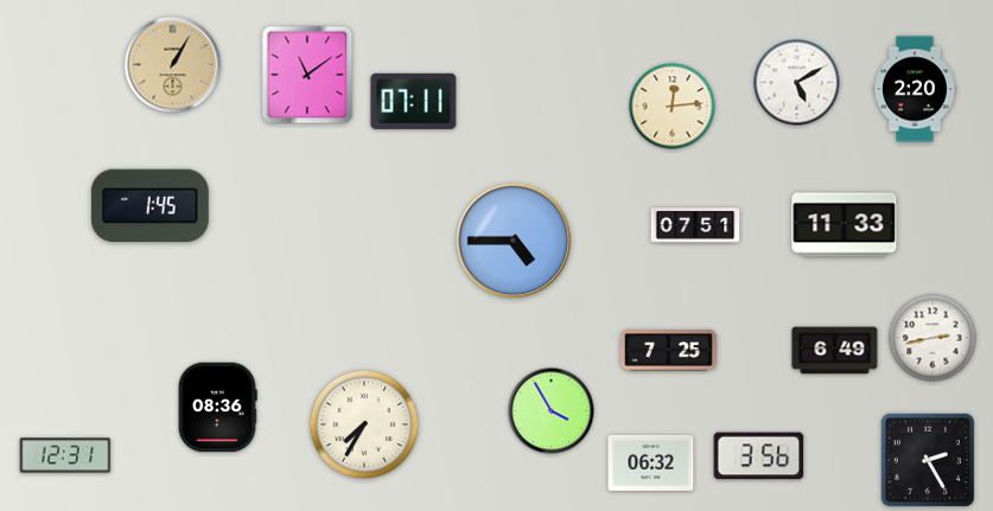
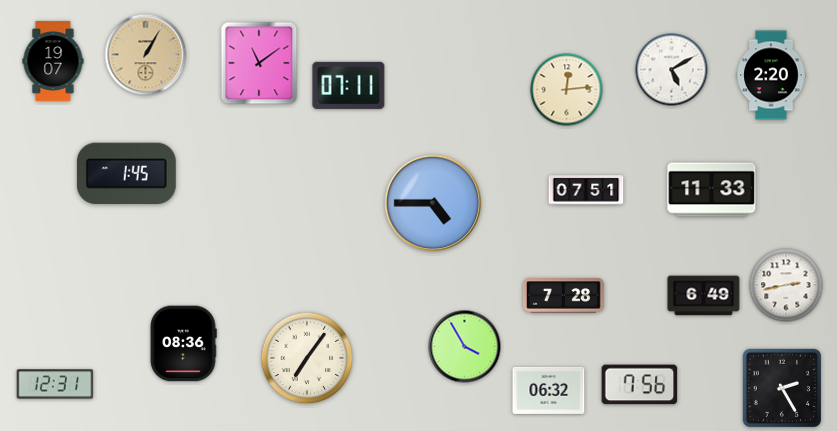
clock at (53, 61): none -> 19:07
clock at (668, 351): 7:25 -> 7:28
clock at (364, 424): 7:35 -> 7:06
clock at (759, 456): 3:56 -> 7:56
